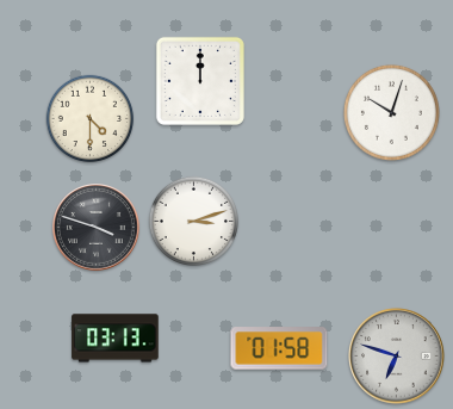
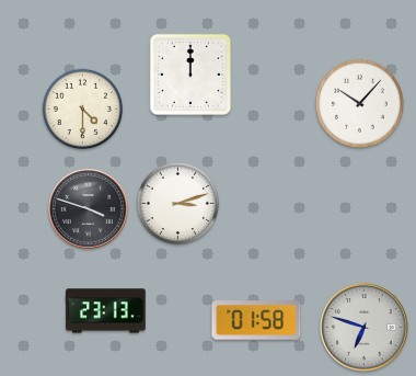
clock at (200, 81) position: (200, 81) -> (190, 75)
clock at (391, 112): 10:03 -> 10:07
clock at (116, 339): 03:13 -> 23:13
